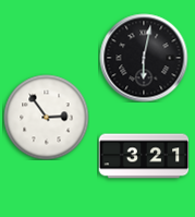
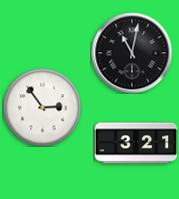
clock at (144, 58): 6:02 -> 11:02
clock at (144, 156) position: (144, 156) -> (136, 143)
